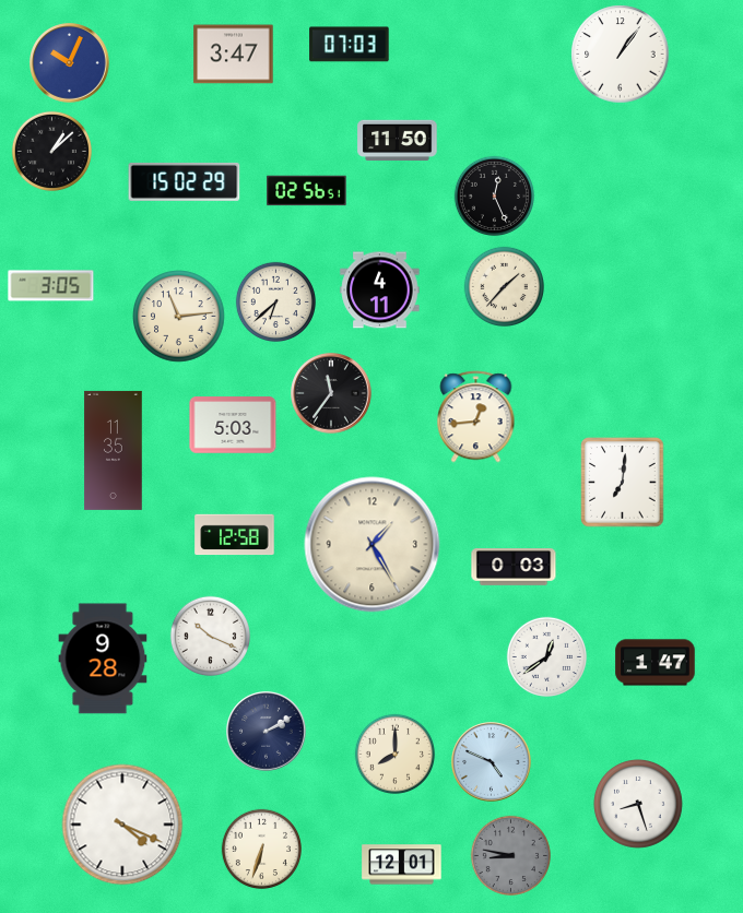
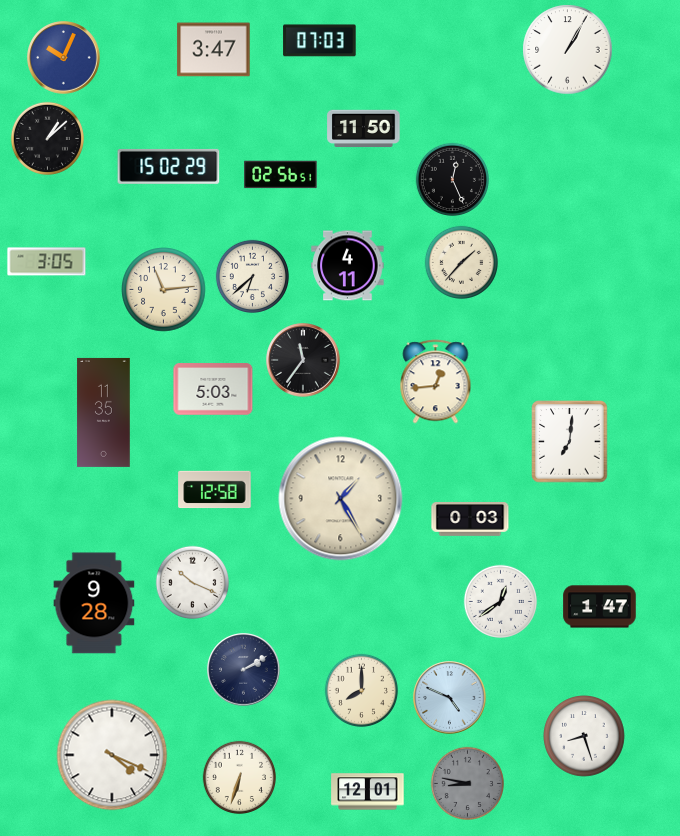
clock at (621, 55): 1:06 -> 1:05
